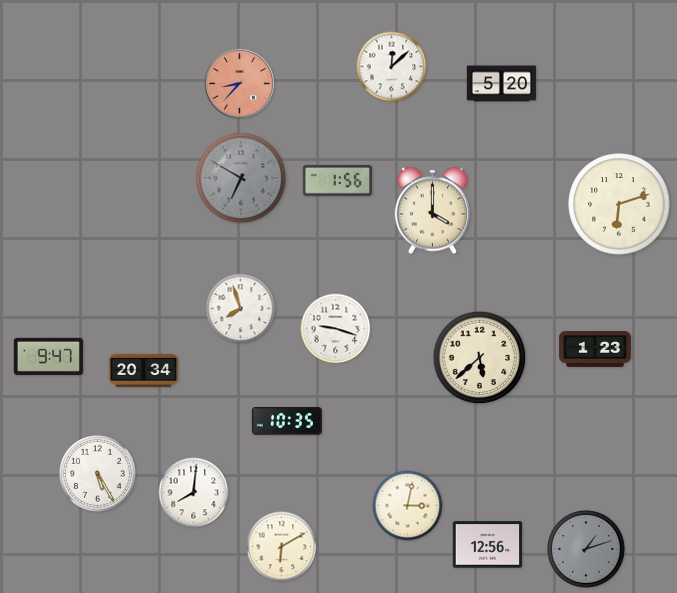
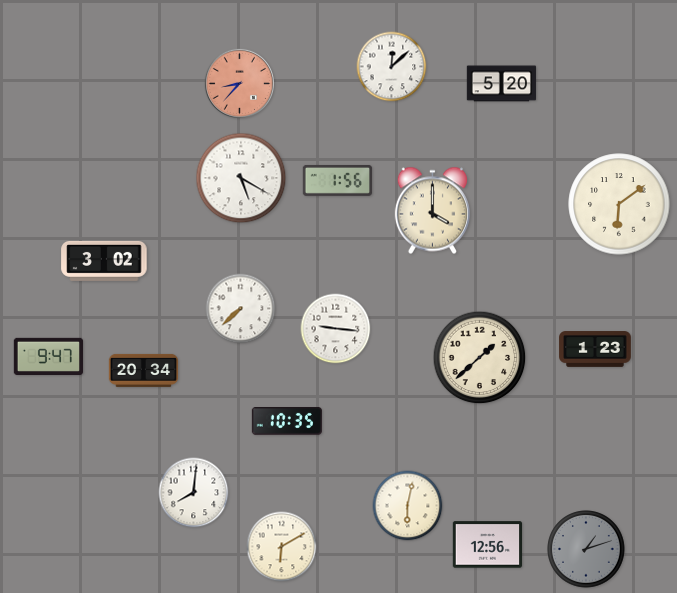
clock at (241, 178): 6:50 -> 5:20
clock at (241, 178) dial: grey -> white
clock at (619, 204): 6:12 -> 6:09
clock at (104, 261): none -> 3:02
clock at (241, 309): 7:57 -> 7:38
clock at (336, 329): 9:18 -> 9:16
clock at (480, 358): 5:38 -> 1:38
clock at (98, 474): 5:25 -> none
clock at (408, 506): 3:02 -> 6:02
